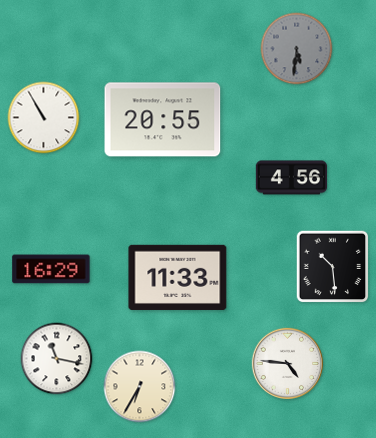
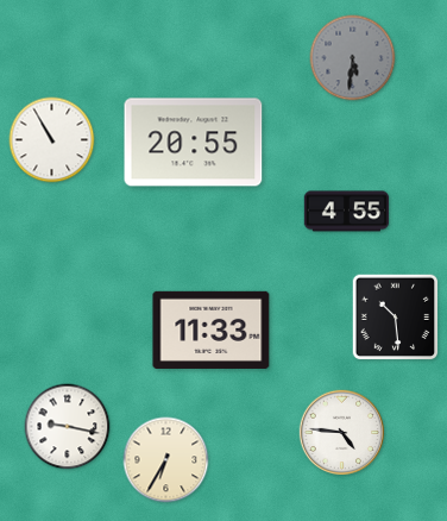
clock at (292, 178): 4:56 -> 4:55
clock at (51, 269): 16:29 -> none
clock at (57, 359): 11:17 -> 9:17
